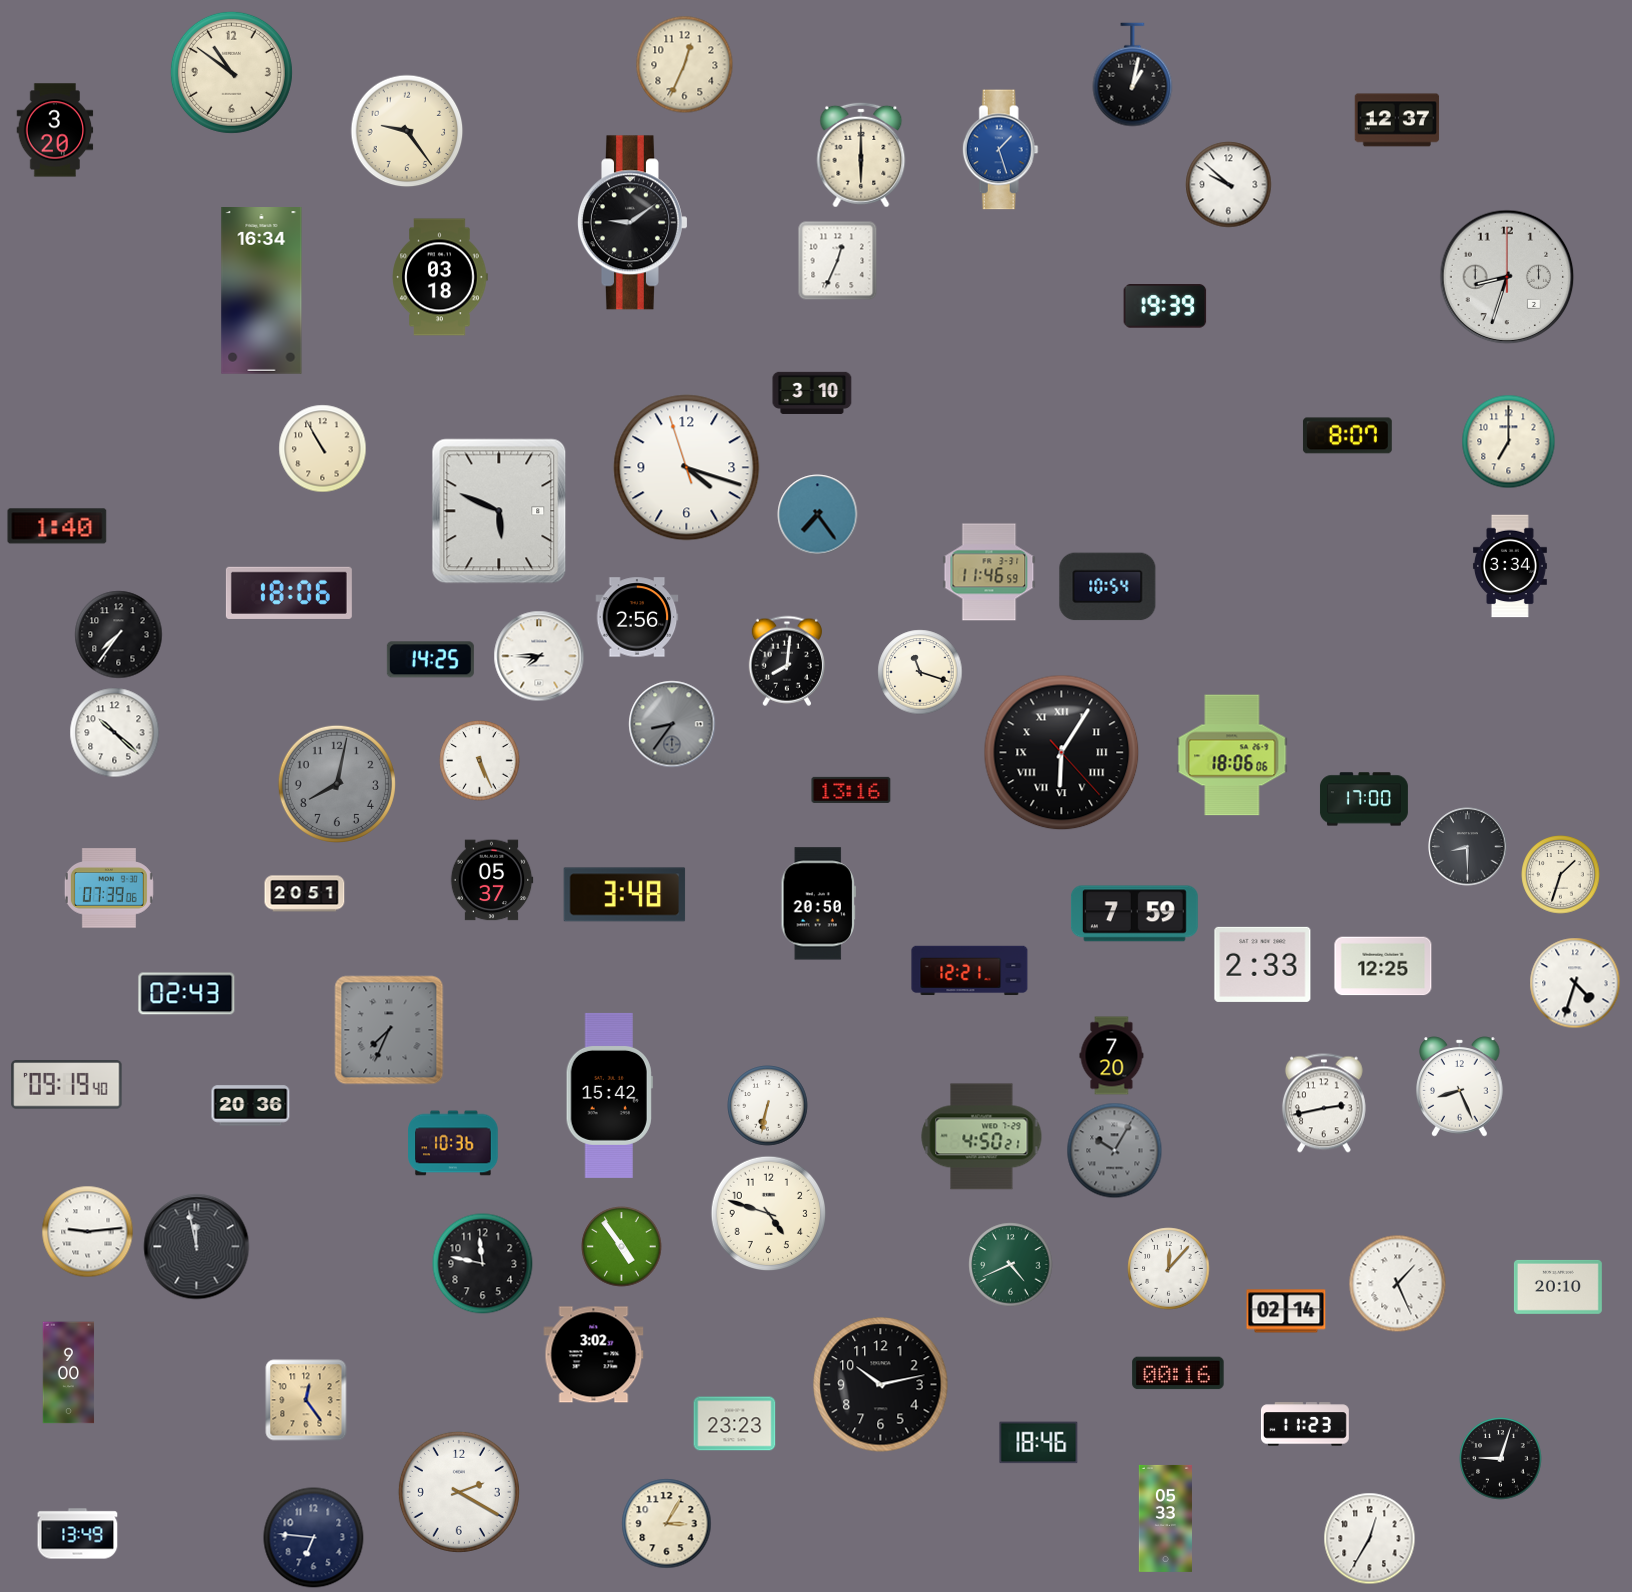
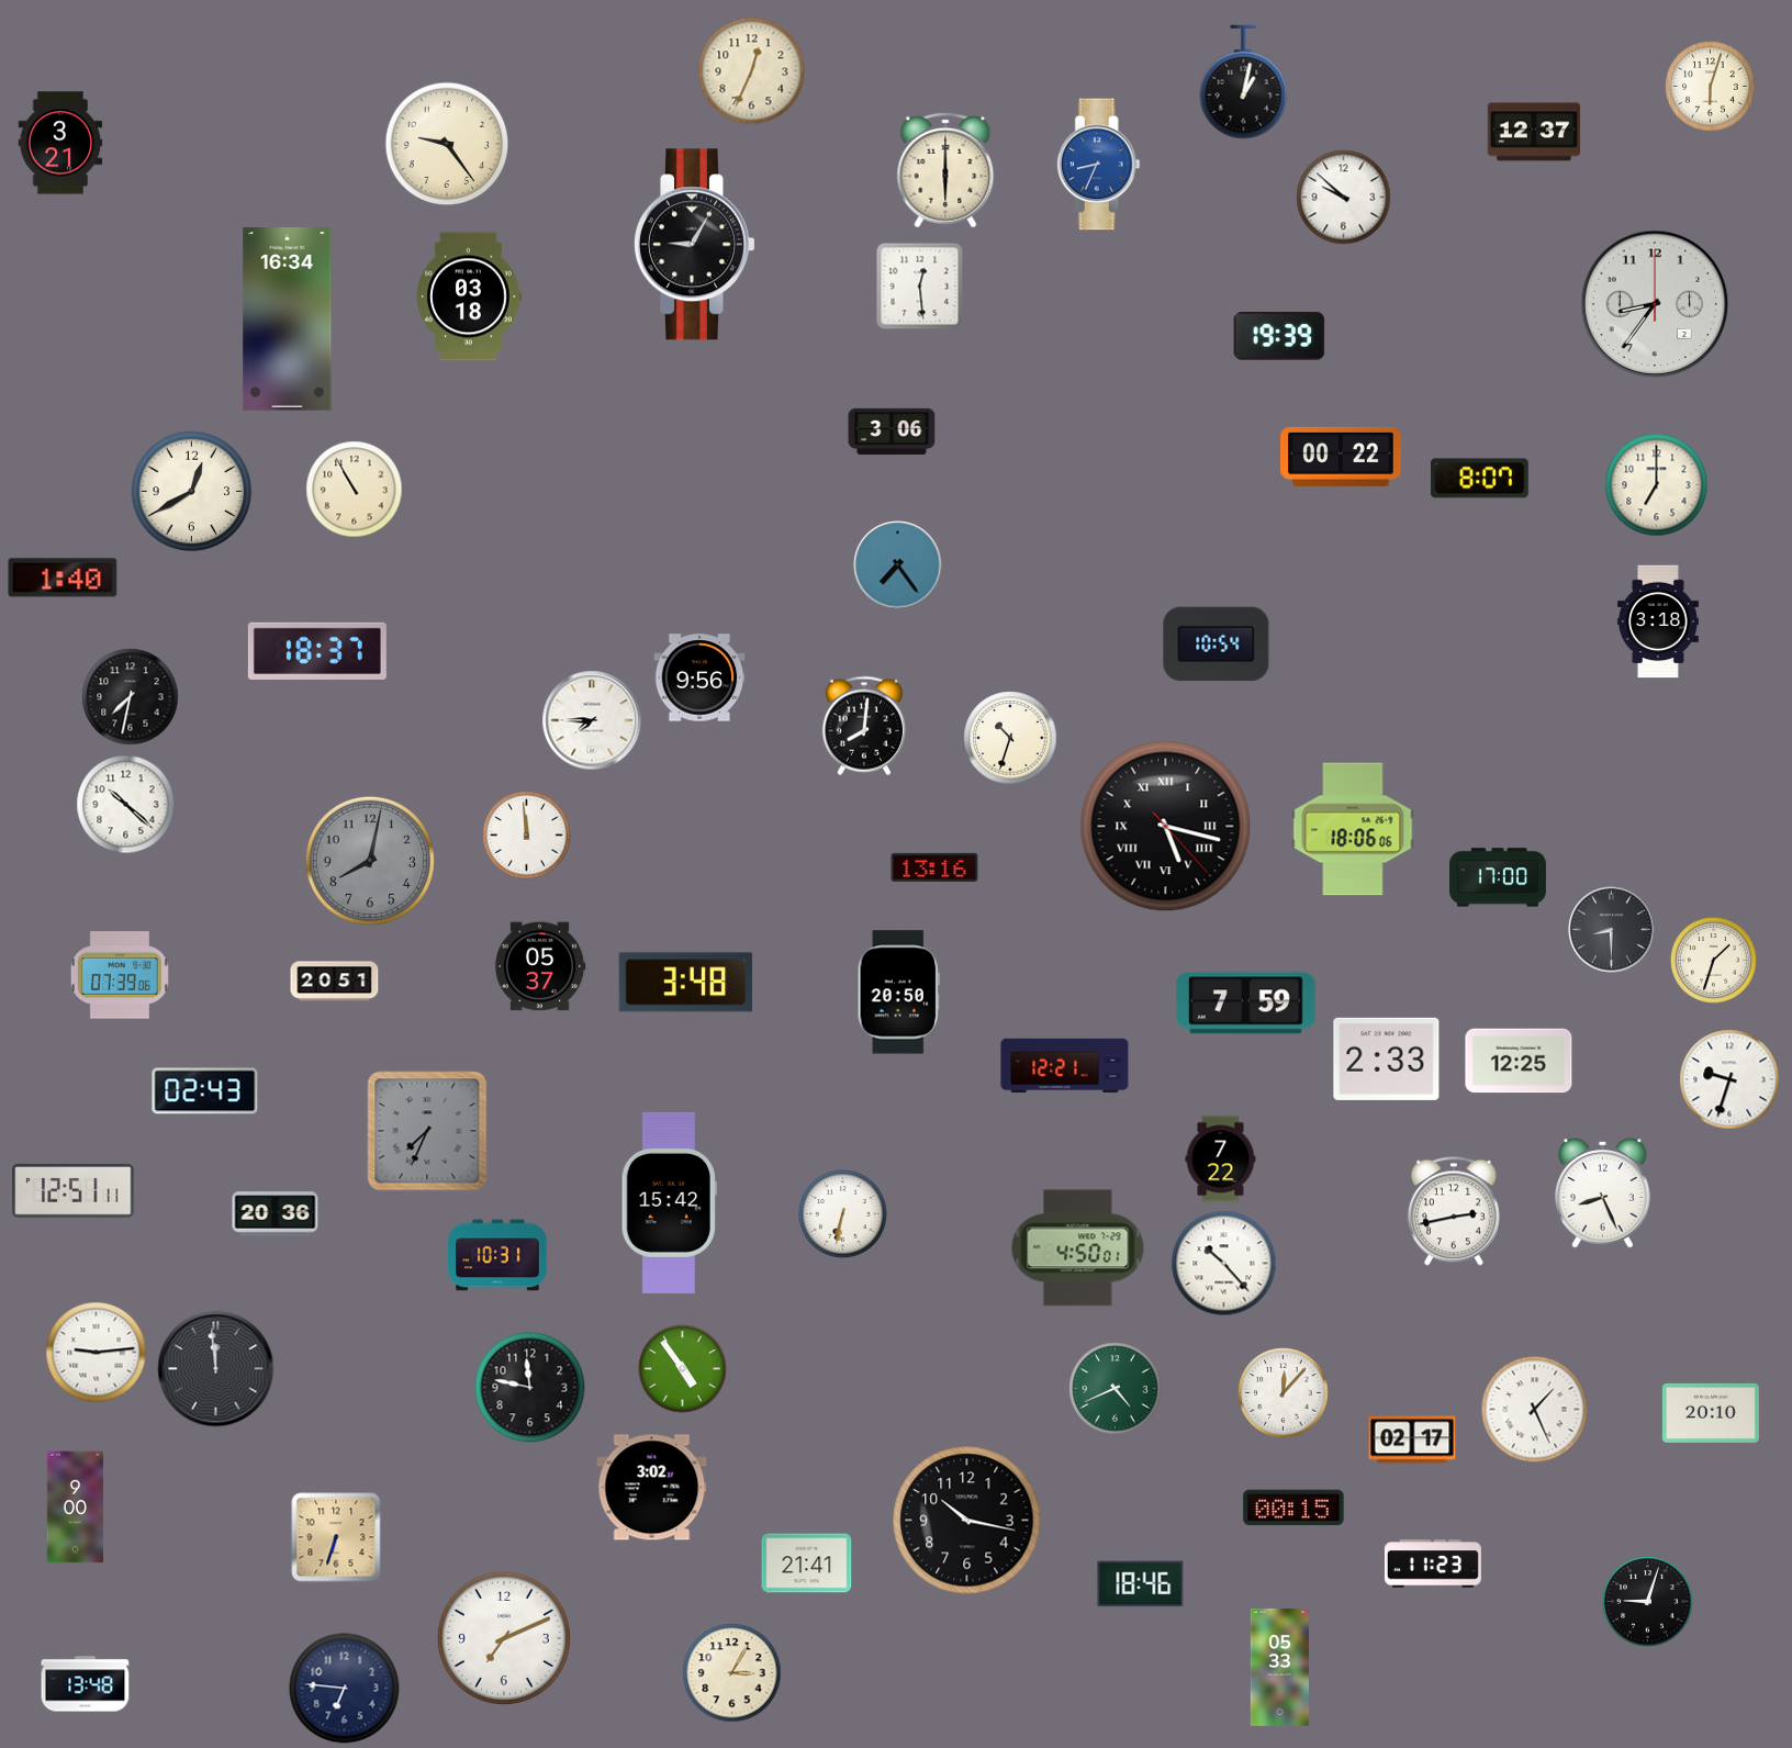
clock at (231, 72): 10:51 -> none
clock at (1711, 87): none -> 6:03
clock at (55, 130): 3:20 -> 3:21
clock at (1000, 150): 1:27 -> 8:34
clock at (1229, 185) position: (1229, 185) -> (1344, 198)
clock at (632, 223): 9:09 -> 9:05
clock at (838, 261): 12:34 -> 12:29
clock at (440, 277) position: (440, 277) -> (469, 296)
clock at (1507, 277): 8:33 -> 8:36
clock at (812, 393): 3:10 -> 3:06
clock at (1341, 457): none -> 00:22
clock at (192, 492): none -> 12:40
clock at (323, 449) position: (323, 449) -> (355, 490)
clock at (687, 468): 4:17 -> none
clock at (499, 511): 5:49 -> none
clock at (1510, 566): 3:34 -> 3:18
clock at (989, 572): 11:46 -> none
clock at (289, 593): 18:06 -> 18:37
clock at (637, 617): 2:56 -> 9:56
clock at (119, 635): 7:36 -> 7:32
clock at (430, 660): 14:25 -> none
clock at (920, 672): 11:18 -> 10:33
clock at (672, 724): 8:36 -> none
clock at (1062, 753): 6:05 -> 5:17
clock at (480, 761): 5:26 -> 11:59
clock at (1575, 983): 4:33 -> 9:33
clock at (1112, 1056): 7:20 -> 7:22
clock at (67, 1085): 09:19 -> 12:51
clock at (982, 1137): 4:50:21 -> 4:50:01
clock at (453, 1143): 10:36 -> 10:31
clock at (1115, 1151): 10:05 -> 10:23
clock at (1115, 1151) dial: grey -> white
clock at (768, 1213): 4:48 -> none
clock at (197, 1247): 11:58 -> 11:59
clock at (1011, 1265) position: (1011, 1265) -> (1116, 1389)
clock at (1286, 1311): 02:14 -> 02:17
clock at (1178, 1373): 00:16 -> 00:15
clock at (881, 1385): 10:13 -> 10:17
clock at (306, 1400): 12:24 -> 6:33
clock at (735, 1424): 23:23 -> 21:41
clock at (459, 1492): 2:20 -> 7:11
clock at (78, 1534): 13:49 -> 13:48
clock at (1370, 1539): 12:35 -> none
